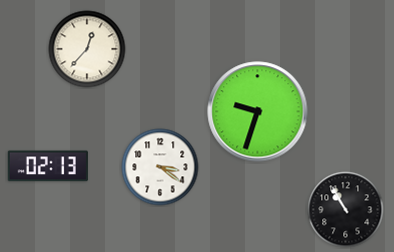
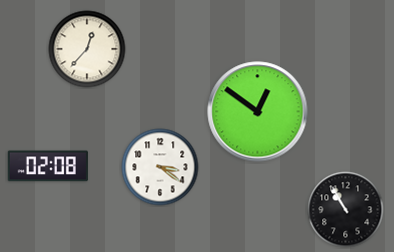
clock at (258, 112): 9:33 -> 12:51
clock at (48, 166): 02:13 -> 02:08
